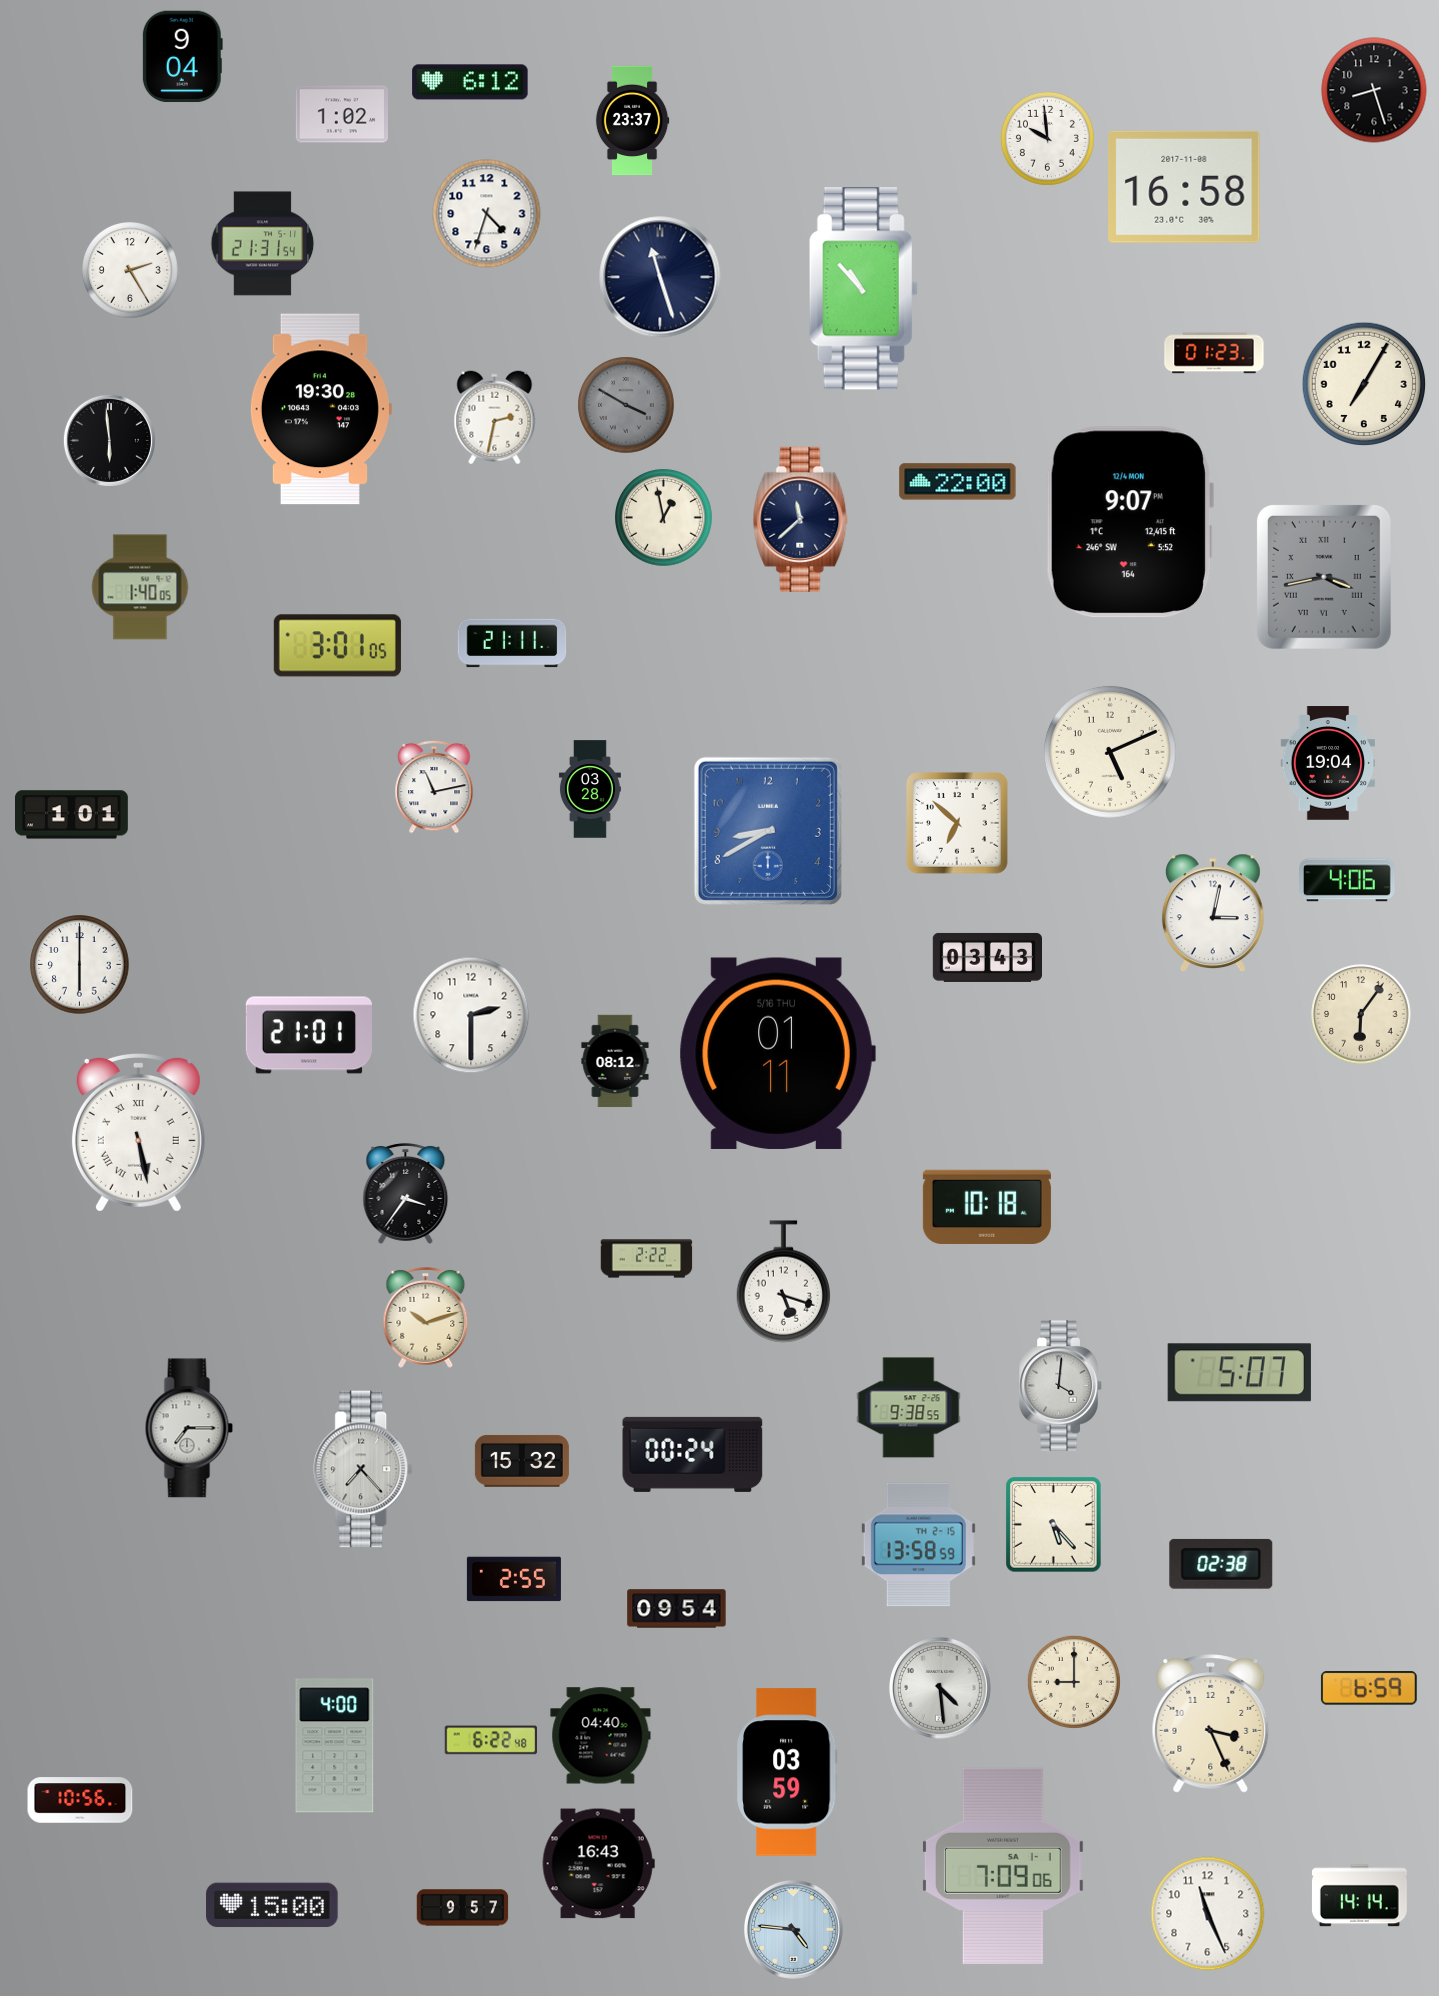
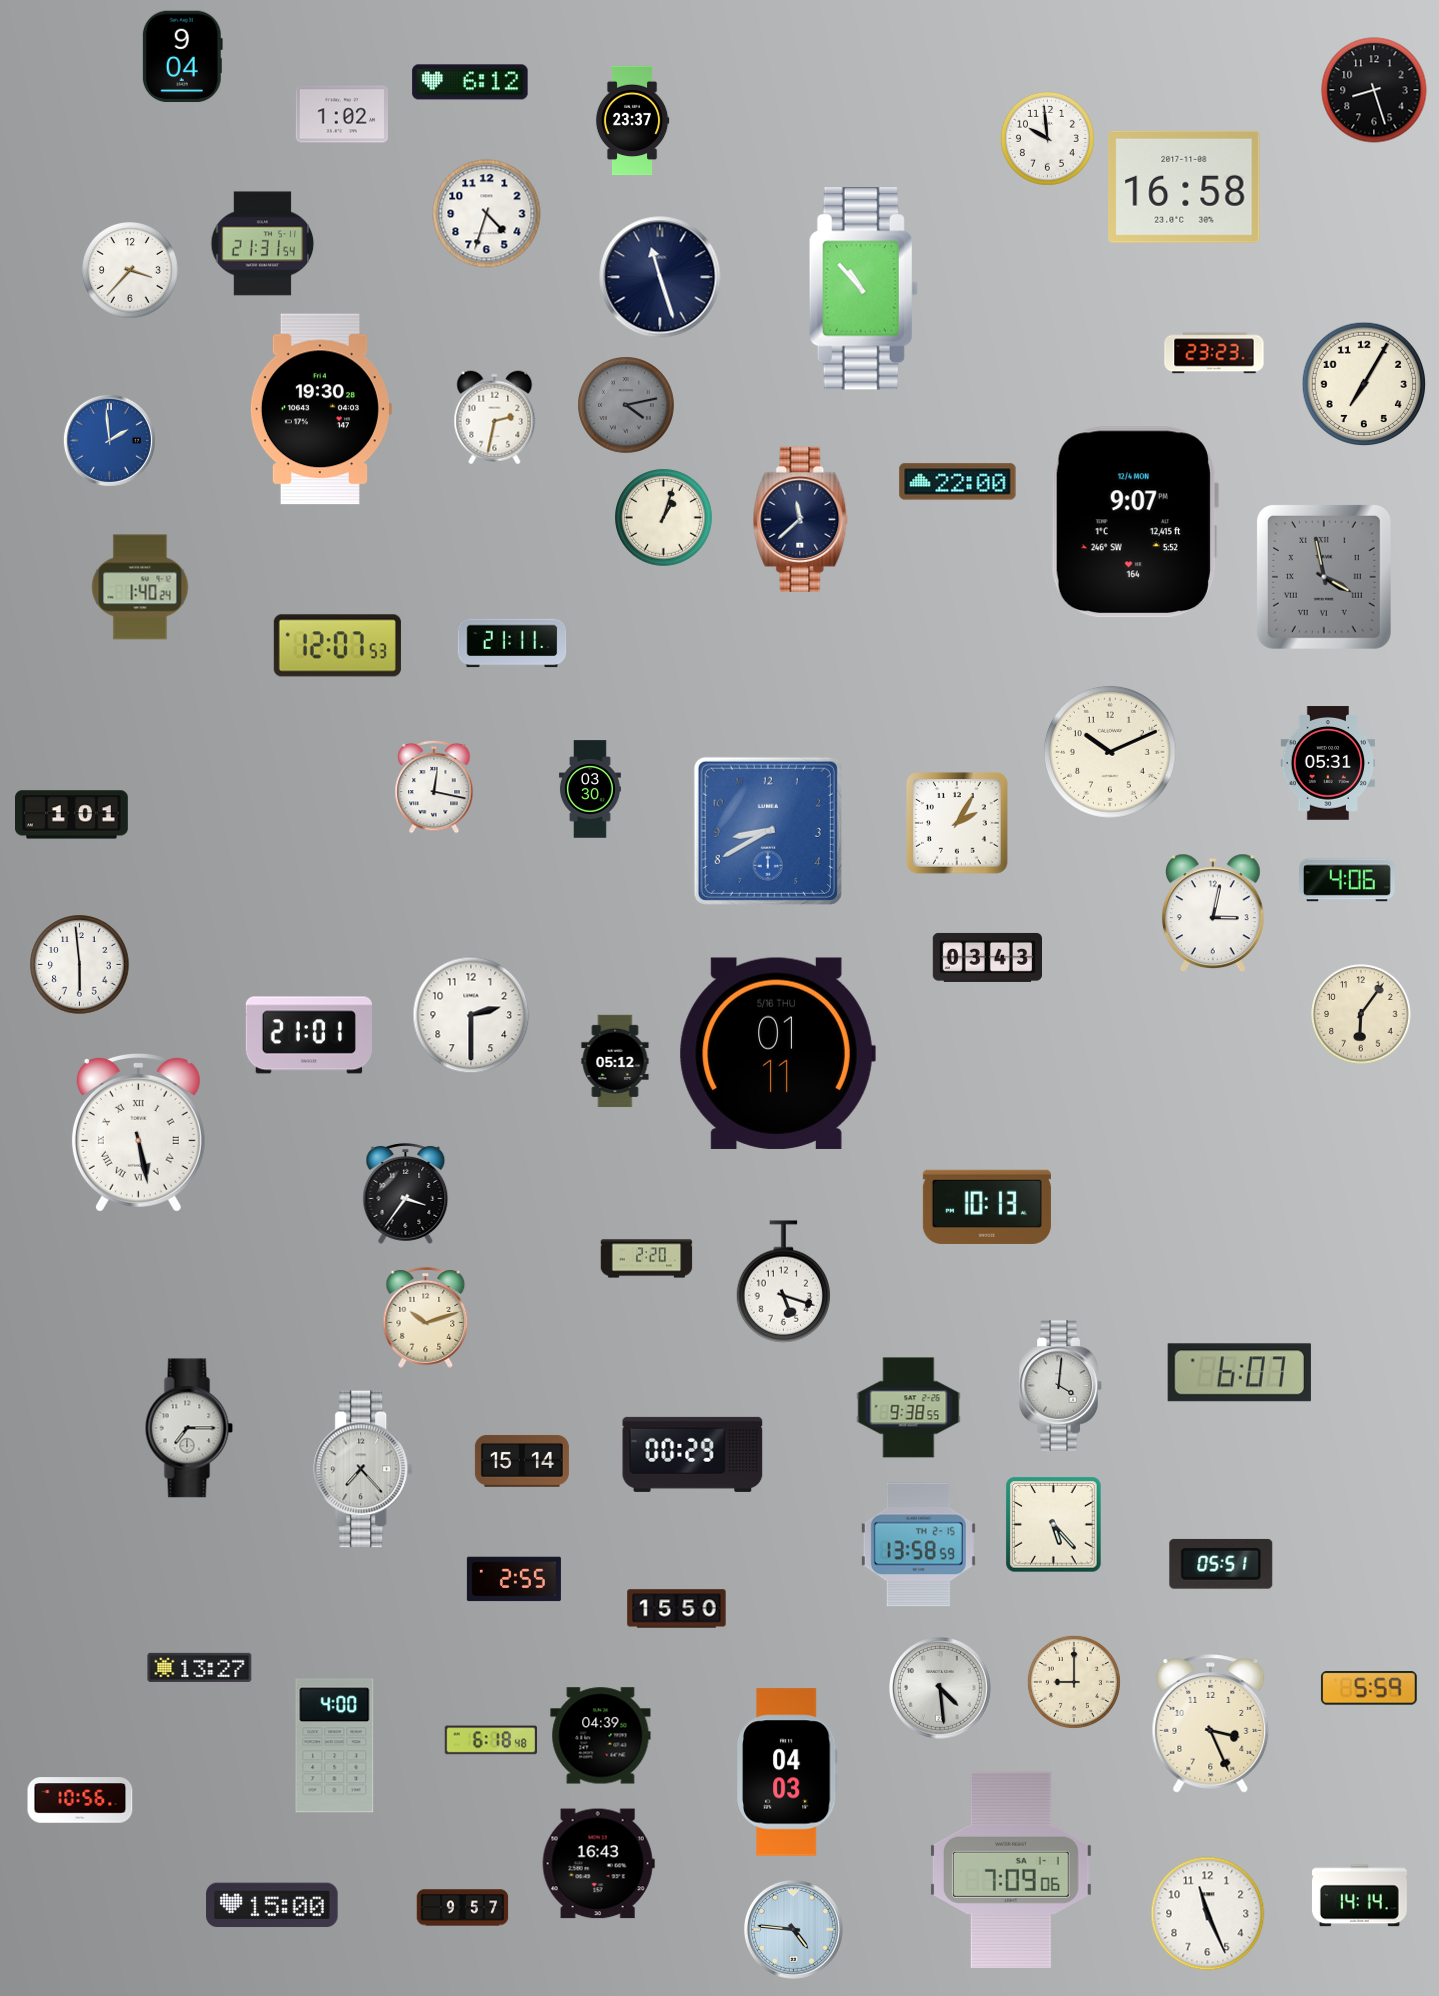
clock at (131, 271): 2:25 -> 3:37
clock at (1214, 353): 01:23 -> 23:23
clock at (627, 406): 3:50 -> 4:13
clock at (109, 440): 5:59 -> 1:59
clock at (109, 440) dial: black -> blue
clock at (664, 518): 12:58 -> 1:03
clock at (1129, 522) position: (1129, 522) -> (1134, 522)
clock at (1324, 577): 3:43 -> 3:58
clock at (140, 587): 1:40:05 -> 1:40:24
clock at (337, 646): 3:01 -> 12:07
clock at (1110, 752): 5:11 -> 10:11
clock at (1328, 763): 19:04 -> 05:31
clock at (434, 787): 11:13 -> 12:17
clock at (590, 789): 03:28 -> 03:30
clock at (957, 823): 6:52 -> 2:05
clock at (80, 965): 6:00 -> 5:59
clock at (615, 1061): 08:12 -> 05:12
clock at (987, 1207): 10:18 -> 10:13
clock at (647, 1259): 2:22 -> 2:20
clock at (1239, 1373): 5:07 -> 6:07
clock at (693, 1454): 00:24 -> 00:29
clock at (522, 1461): 15:32 -> 15:14
clock at (1221, 1564): 02:38 -> 05:51
clock at (677, 1609): 09:54 -> 15:50
clock at (200, 1667): none -> 13:27
clock at (1369, 1688): 6:59 -> 5:59
clock at (601, 1736): 04:40 -> 04:39
clock at (490, 1740): 6:22 -> 6:18
clock at (787, 1772): 03:59 -> 04:03
clock at (1003, 1866) position: (1003, 1866) -> (1011, 1870)
